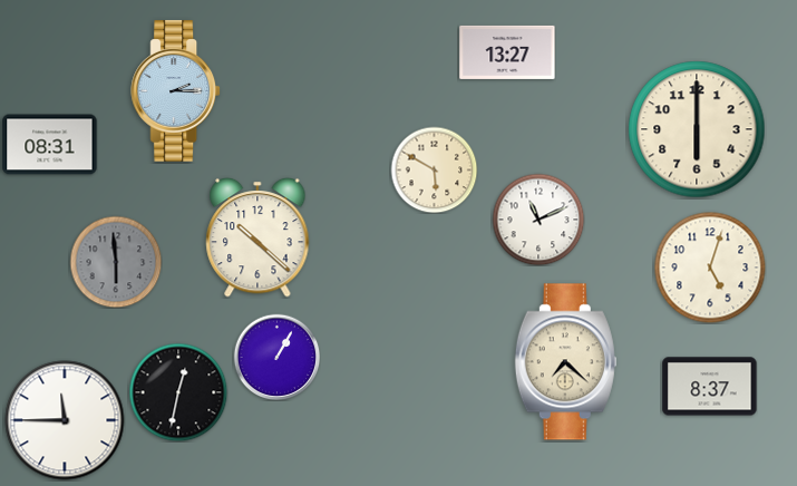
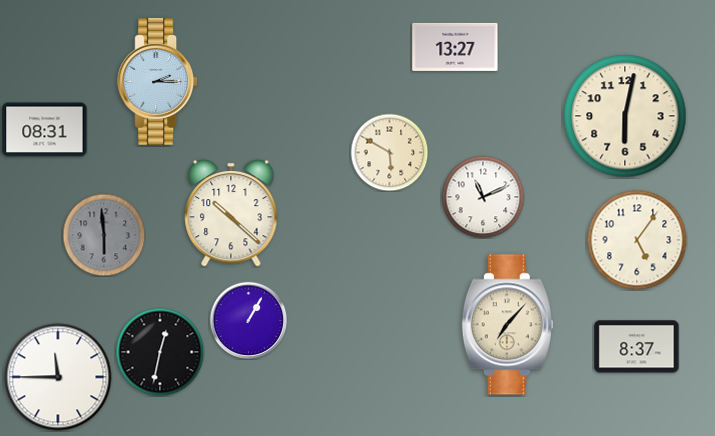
clock at (697, 129): 6:00 -> 6:02
clock at (710, 268): 5:03 -> 5:06
clock at (565, 362): 7:22 -> 7:07
